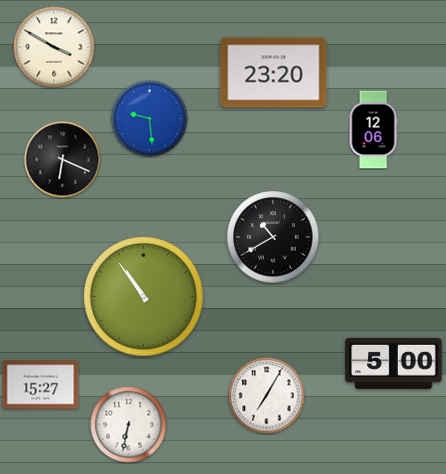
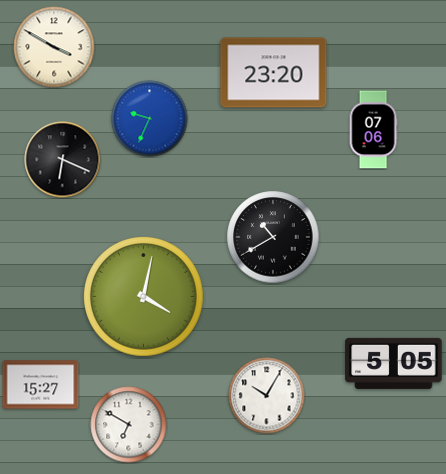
clock at (150, 119): 9:29 -> 9:34
clock at (373, 130): 12:06 -> 07:06
clock at (144, 297): 10:54 -> 4:02
clock at (394, 363): 5:00 -> 5:05
clock at (267, 396): 7:05 -> 10:05
clock at (129, 425): 6:32 -> 6:50
